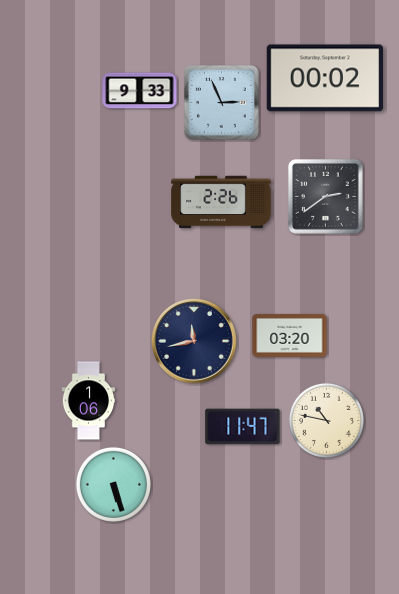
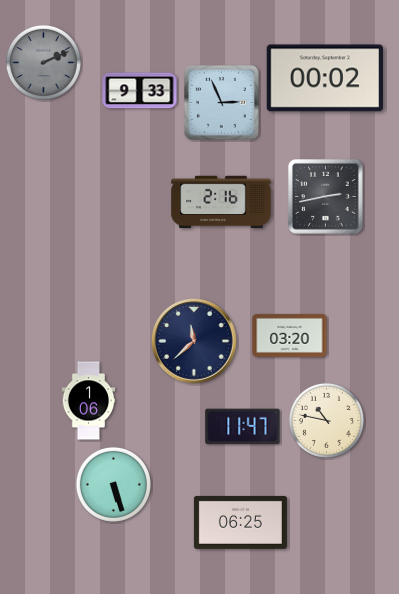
clock at (43, 62): none -> 2:11
clock at (325, 196): 2:39 -> 2:43
clock at (221, 202): 2:26 -> 2:16
clock at (195, 342): 11:43 -> 11:38
clock at (240, 522): none -> 06:25
